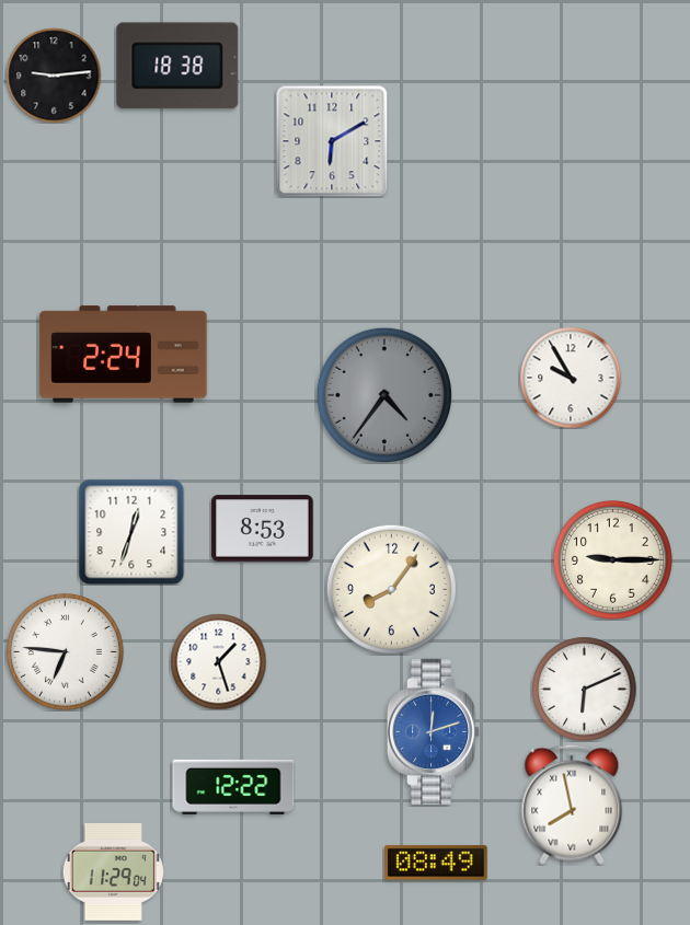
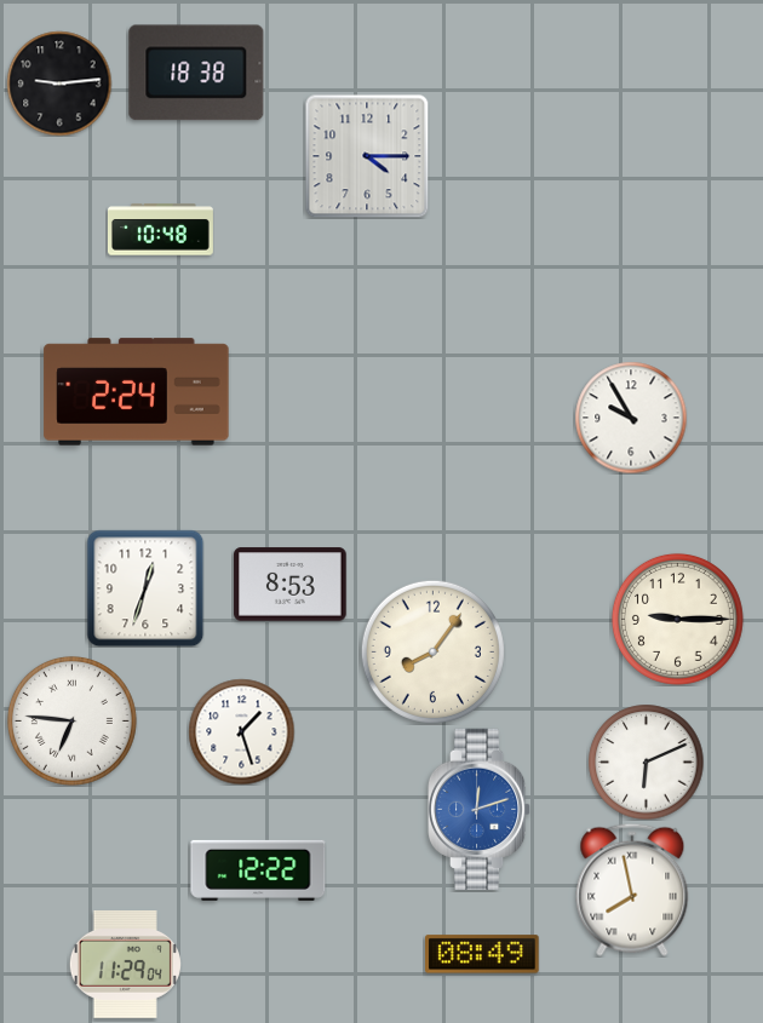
clock at (332, 141): 6:10 -> 4:15
clock at (160, 230): none -> 10:48
clock at (383, 394): 4:36 -> none
